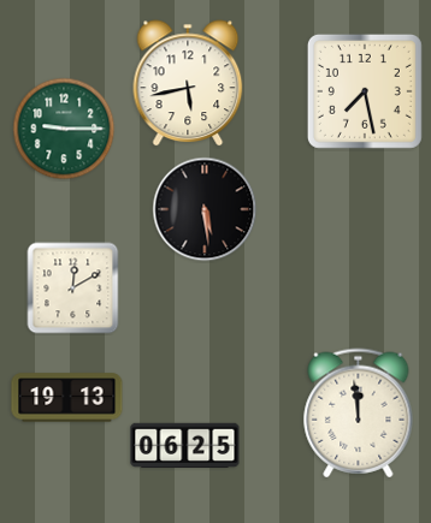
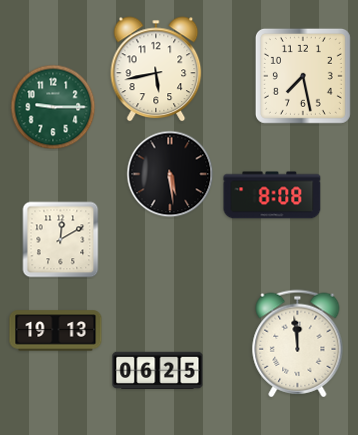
clock at (272, 195): none -> 8:08
clock at (185, 445) position: (185, 445) -> (158, 370)
